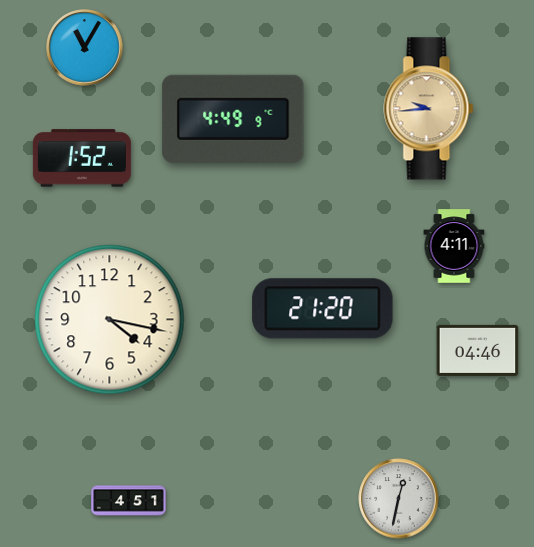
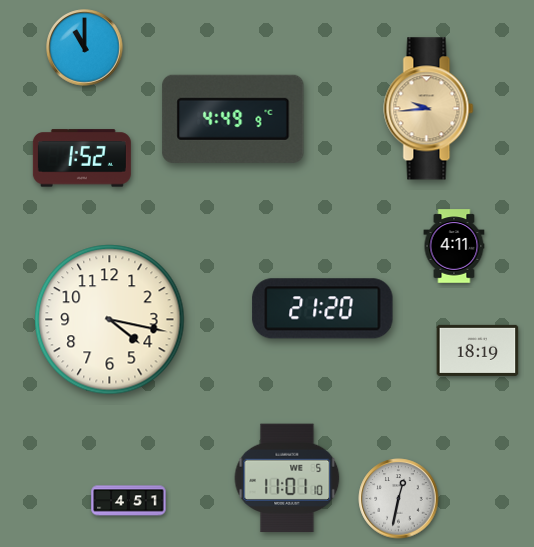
clock at (85, 48): 11:05 -> 11:00
clock at (478, 350): 04:46 -> 18:19
clock at (287, 478): none -> 11:01
